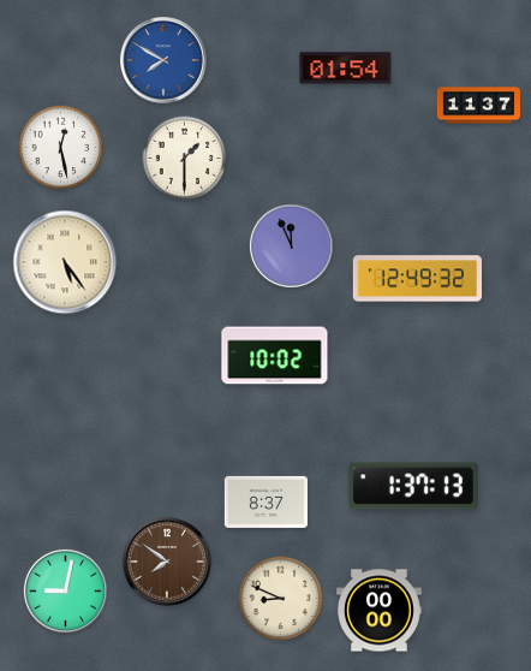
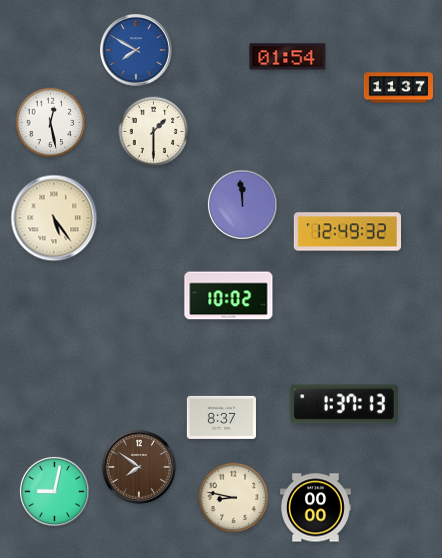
clock at (291, 245): 11:56 -> 11:59
clock at (281, 599): 8:49 -> 8:47
